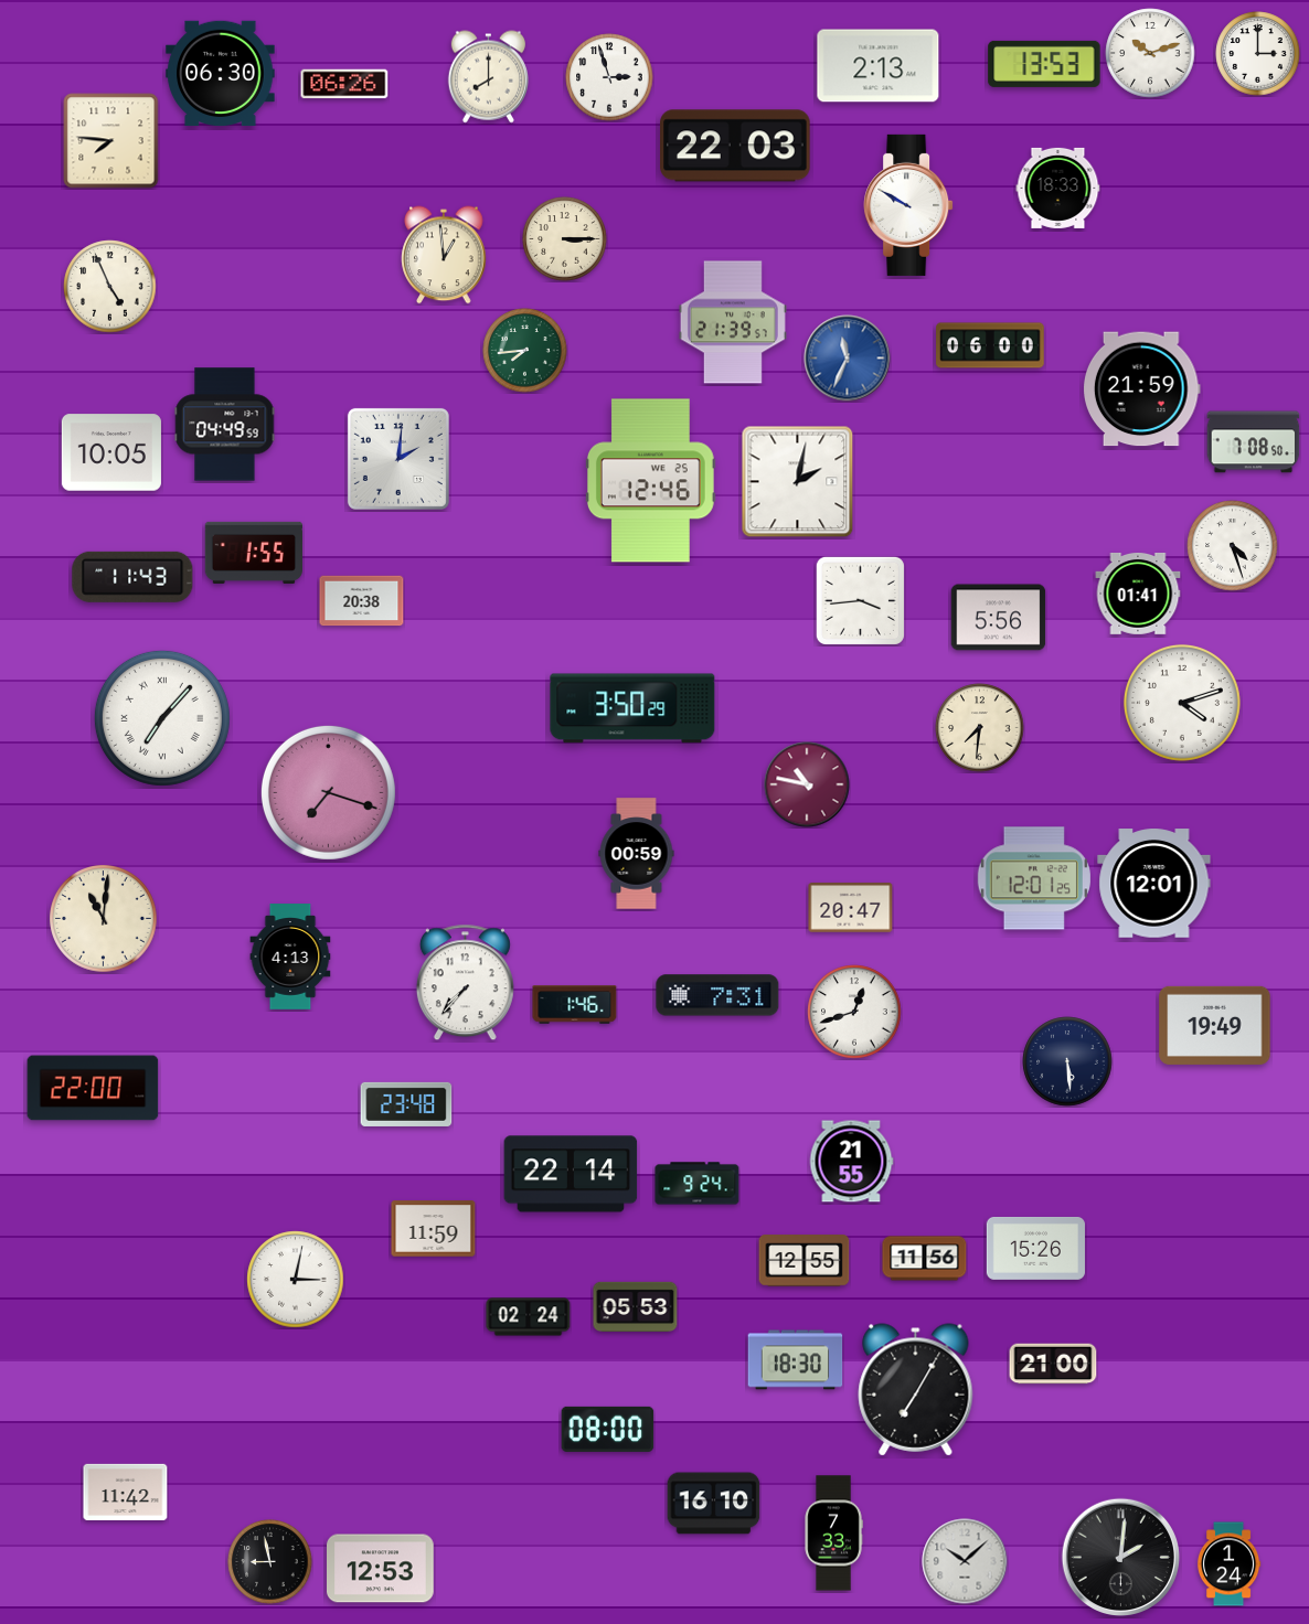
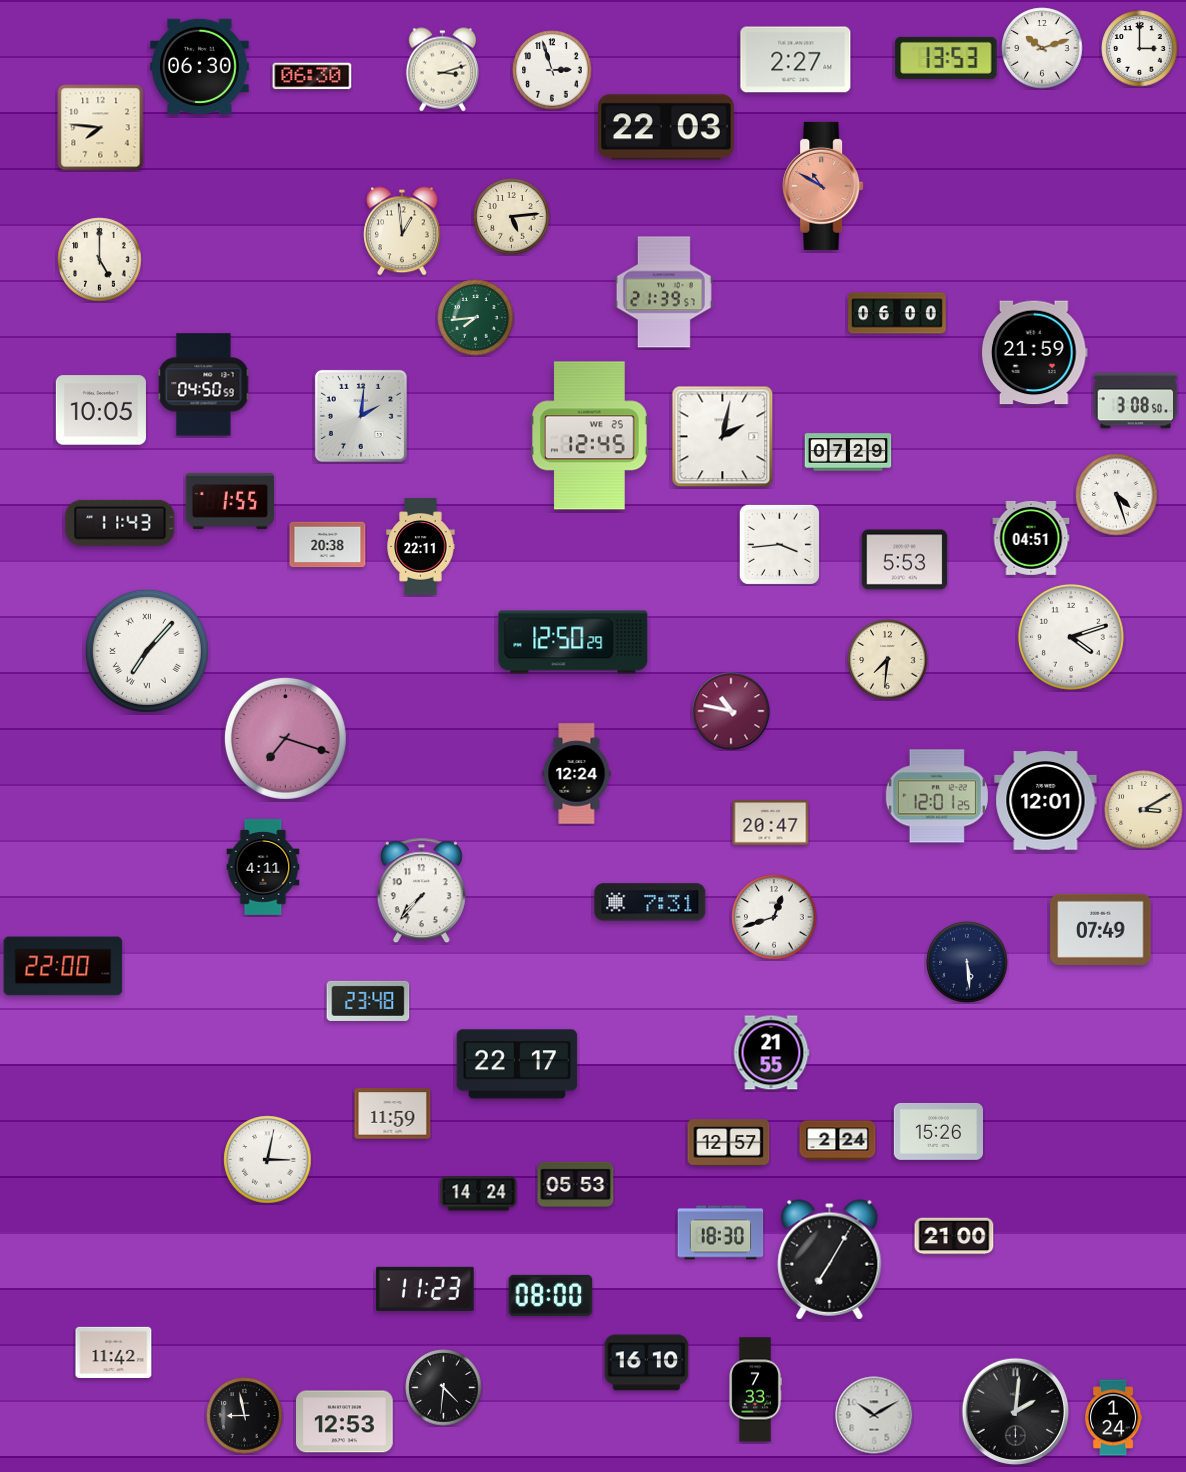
clock at (879, 66): 2:13 -> 2:27
clock at (488, 77): 8:00 -> 3:12
clock at (344, 84): 06:26 -> 06:30
clock at (735, 146) position: (735, 146) -> (666, 127)
clock at (1058, 188): 18:33 -> none
clock at (908, 205): 9:50 -> 10:50
clock at (908, 205) dial: white -> salmon
clock at (565, 239): 3:15 -> 5:14
clock at (110, 287): 4:56 -> 5:00
clock at (848, 359): 11:34 -> none
clock at (225, 425): 04:49 -> 04:50
clock at (1254, 442): 7:08 -> 3:08
clock at (650, 481): 12:46 -> 12:45
clock at (848, 452): none -> 07:29
clock at (1138, 594): 01:41 -> 04:51
clock at (421, 547): none -> 22:11
clock at (999, 618): 5:56 -> 5:53
clock at (632, 708): 3:50 -> 12:50
clock at (328, 792) position: (328, 792) -> (285, 738)
clock at (637, 854): 00:59 -> 12:24
clock at (1144, 810): none -> 3:10
clock at (104, 919): 11:01 -> none
clock at (290, 957): 4:13 -> 4:11
clock at (575, 1005): 1:46 -> none
clock at (1215, 1025): 19:49 -> 07:49
clock at (93, 1088) position: (93, 1088) -> (63, 966)
clock at (571, 1174): 22:14 -> 22:17
clock at (698, 1184): 9:24 -> none
clock at (925, 1259): 11:56 -> 2:24
clock at (805, 1261): 12:55 -> 12:57
clock at (529, 1317): 02:24 -> 14:24
clock at (425, 1289): none -> 11:23
clock at (444, 1388): none -> 4:31
clock at (965, 1561): 10:08 -> 10:10
